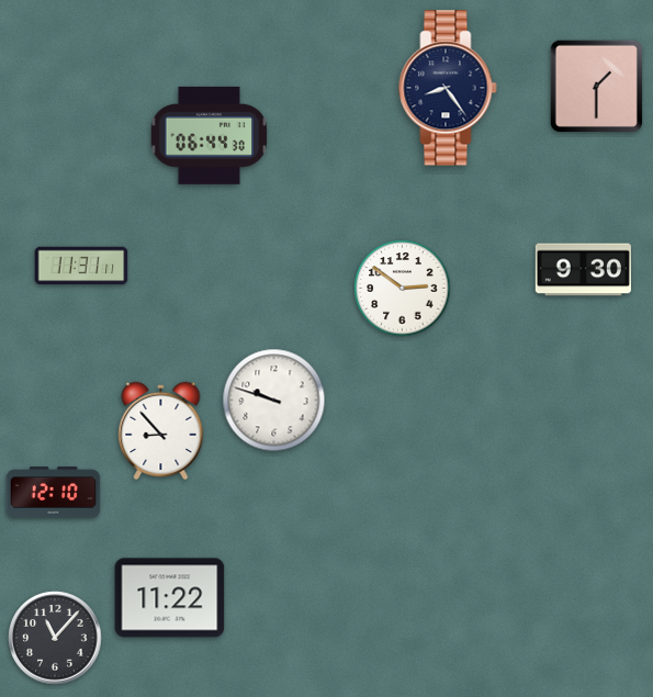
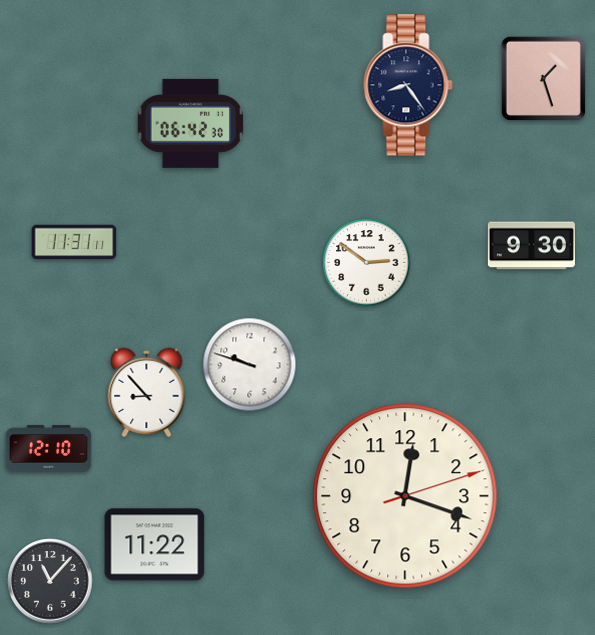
clock at (596, 86): 1:30 -> 1:27
clock at (448, 88) position: (448, 88) -> (408, 85)
clock at (210, 135): 06:44 -> 06:42
clock at (405, 496): none -> 12:18
